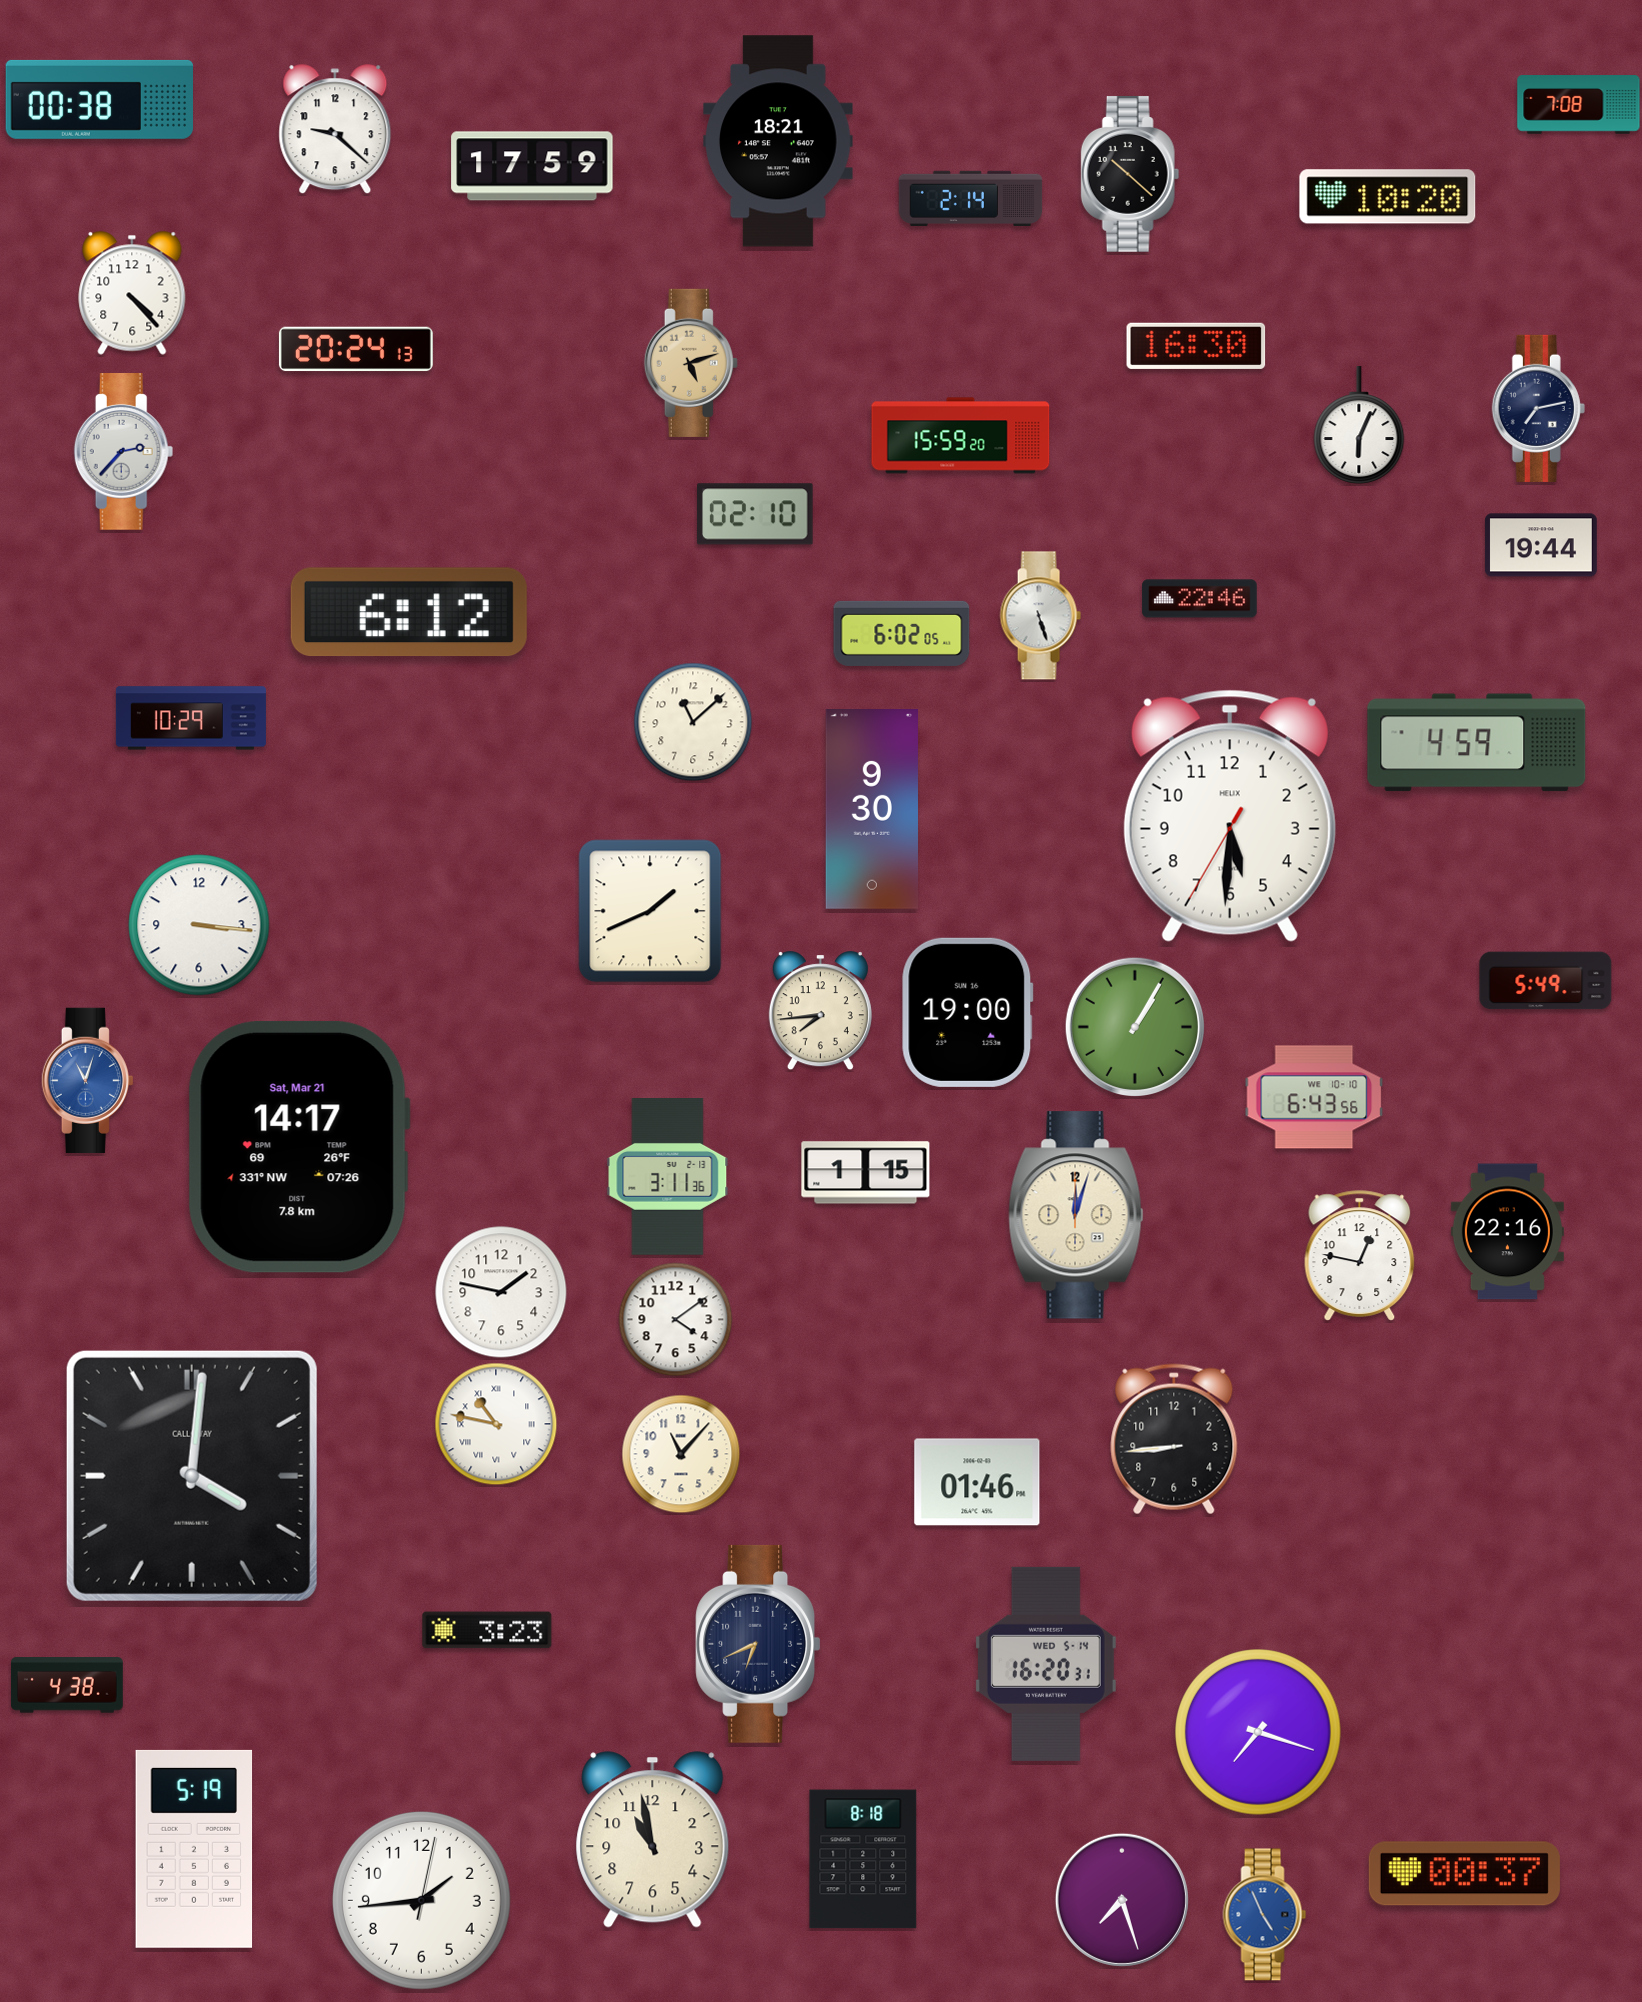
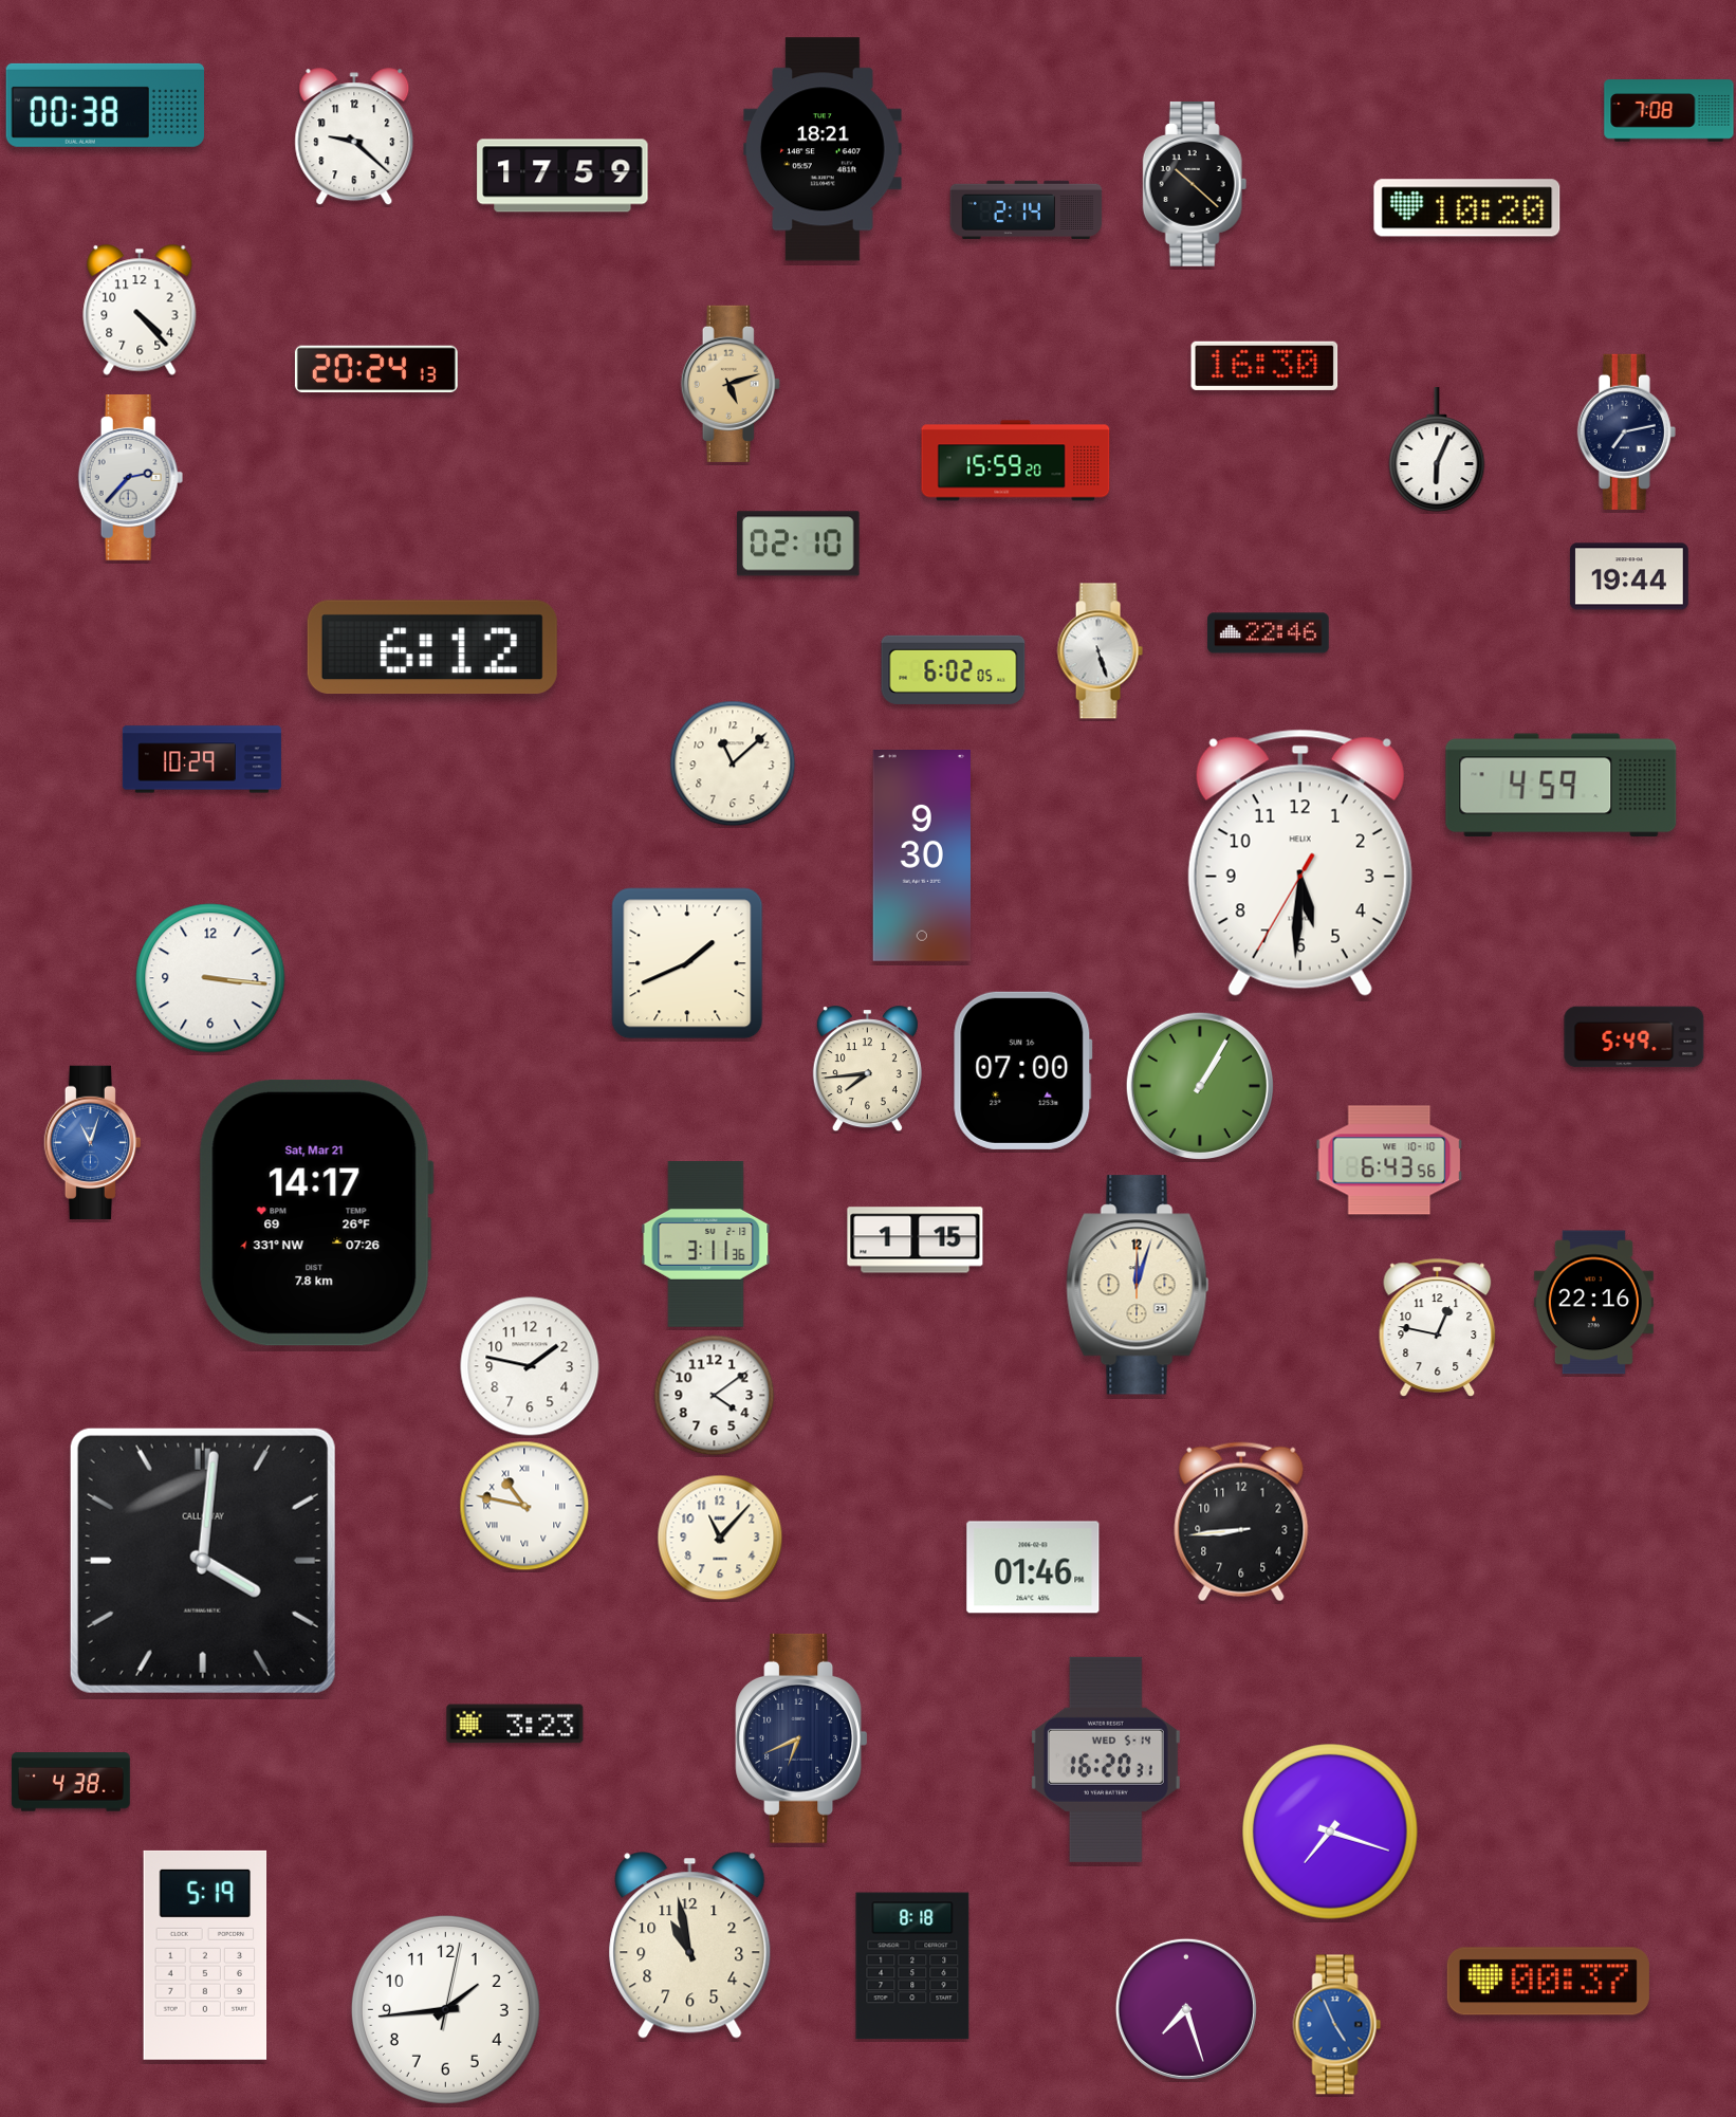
clock at (968, 1012): 19:00 -> 07:00
